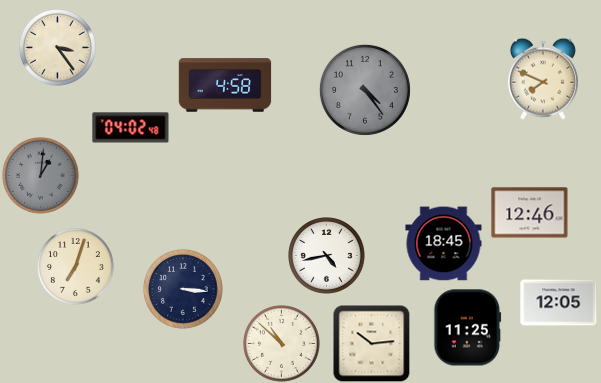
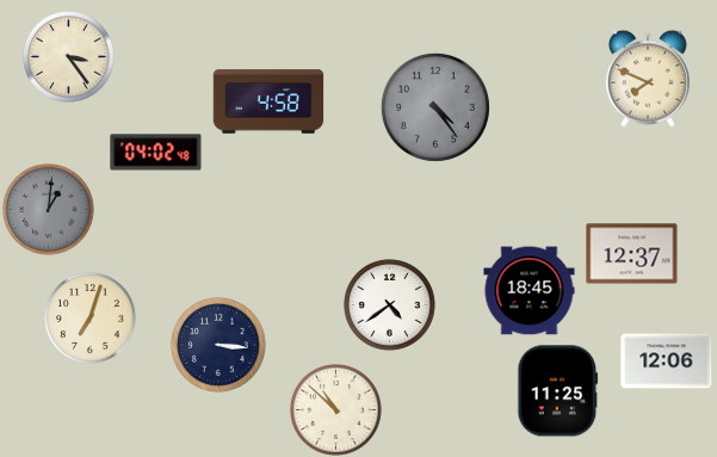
clock at (543, 79) position: (543, 79) -> (648, 79)
clock at (530, 213): 12:46 -> 12:37
clock at (327, 256): 4:43 -> 4:39
clock at (559, 303): 12:05 -> 12:06
clock at (371, 344): 10:14 -> none
